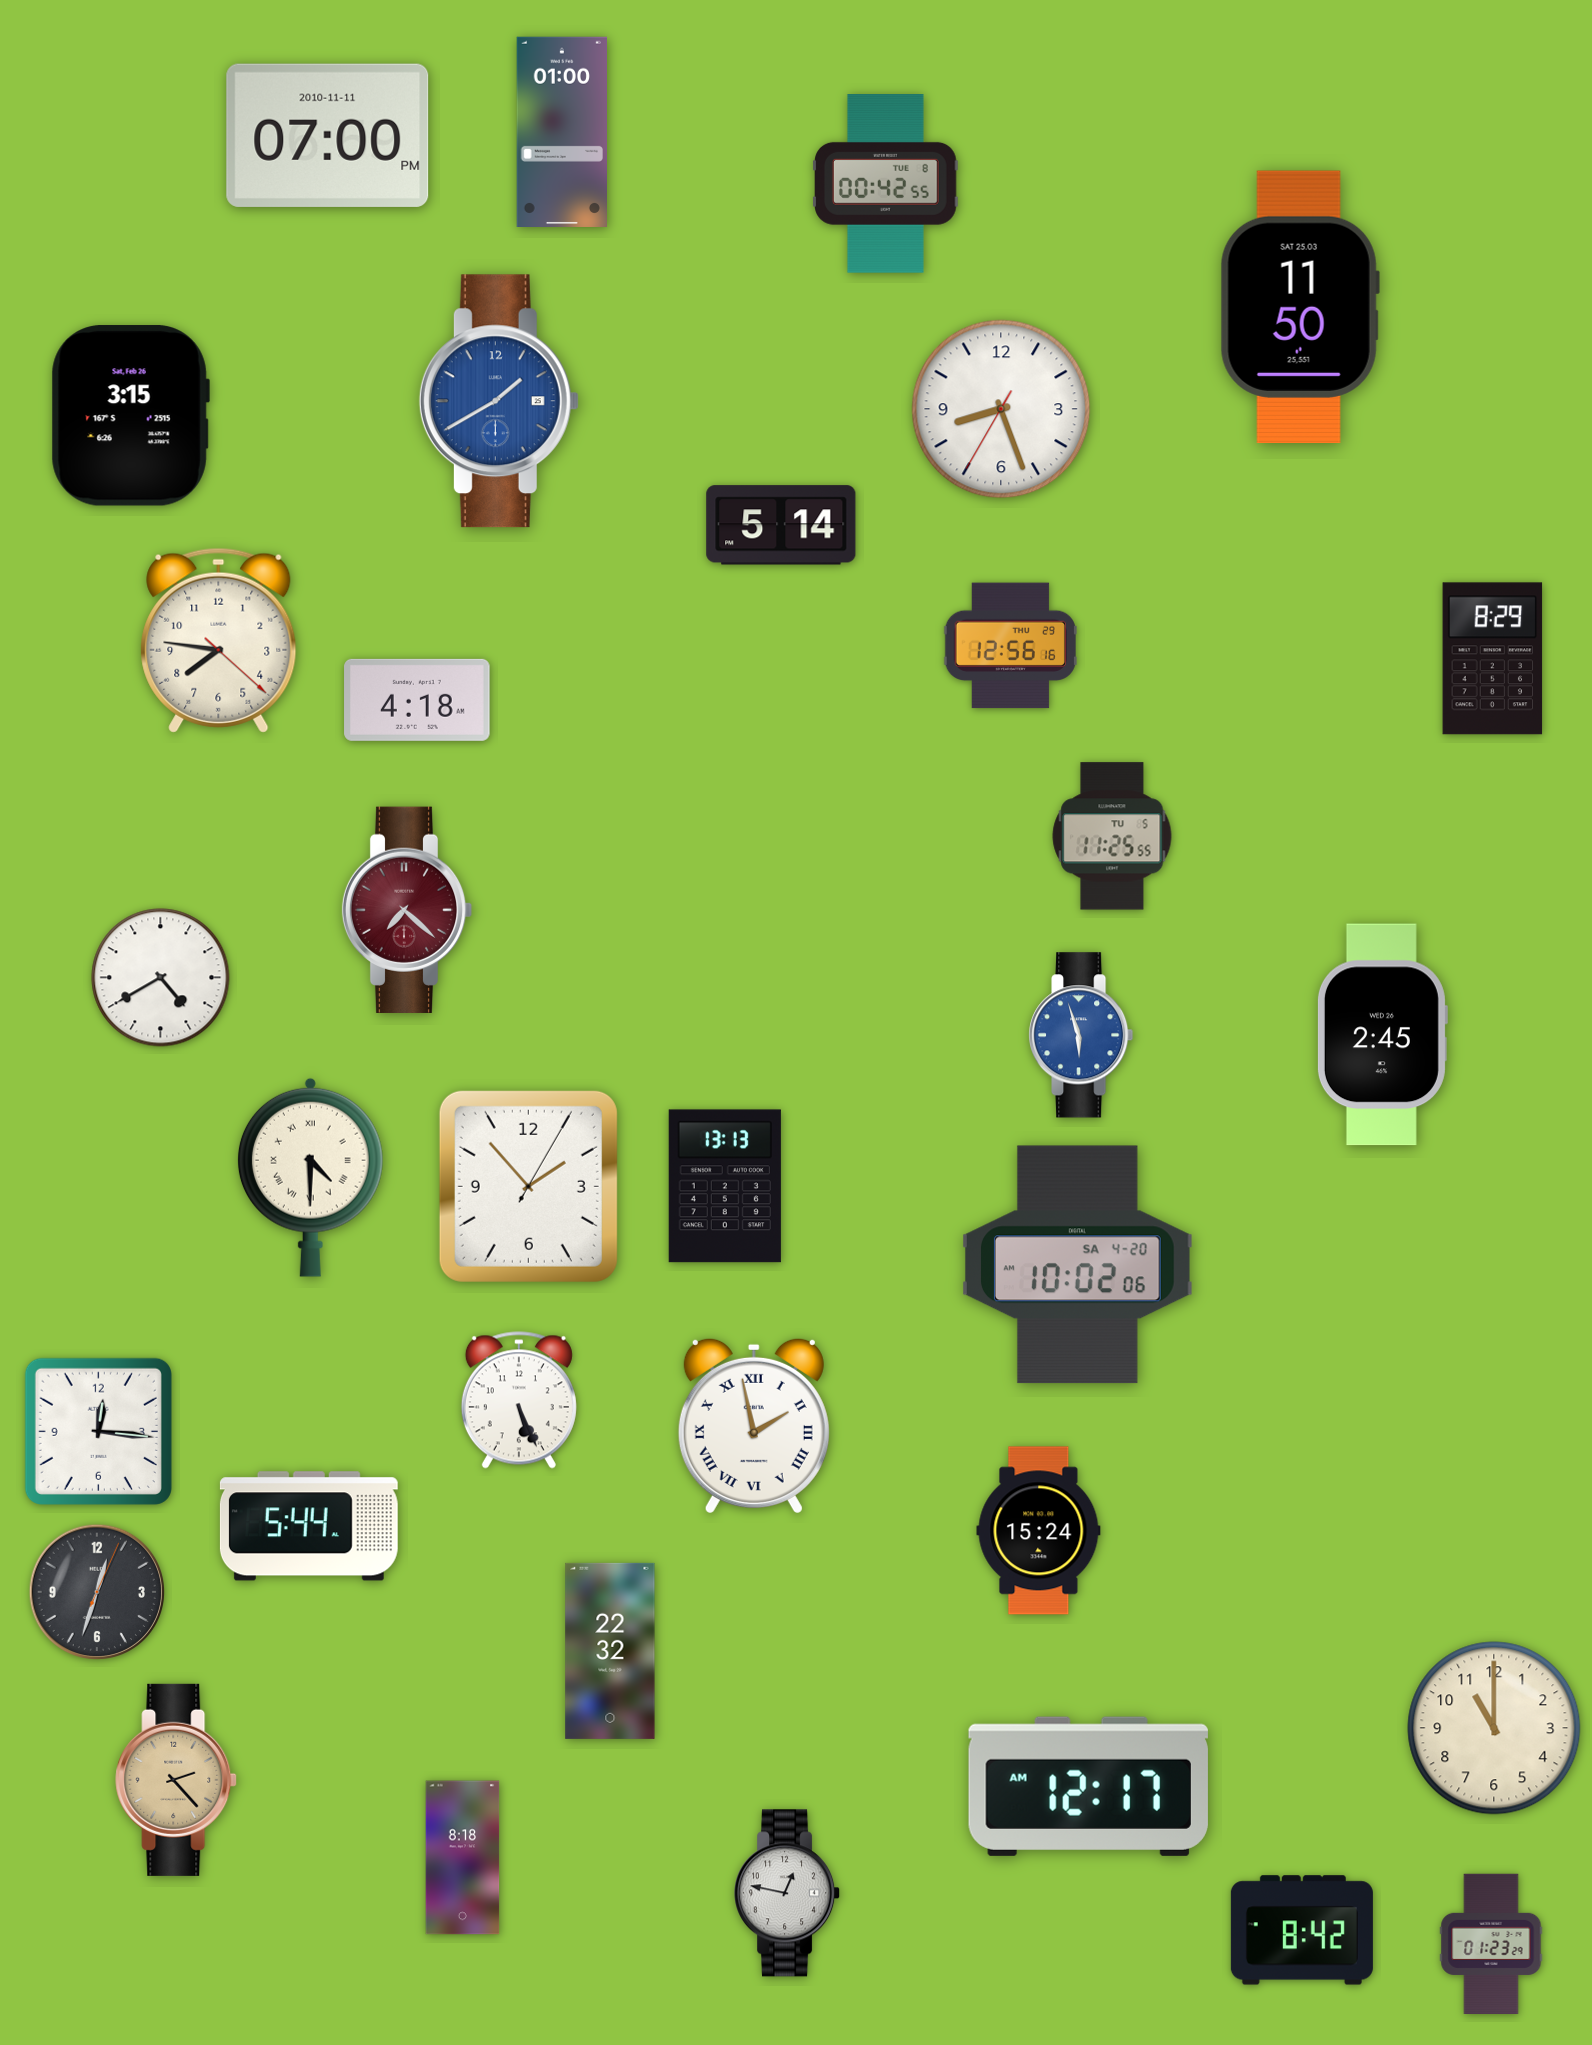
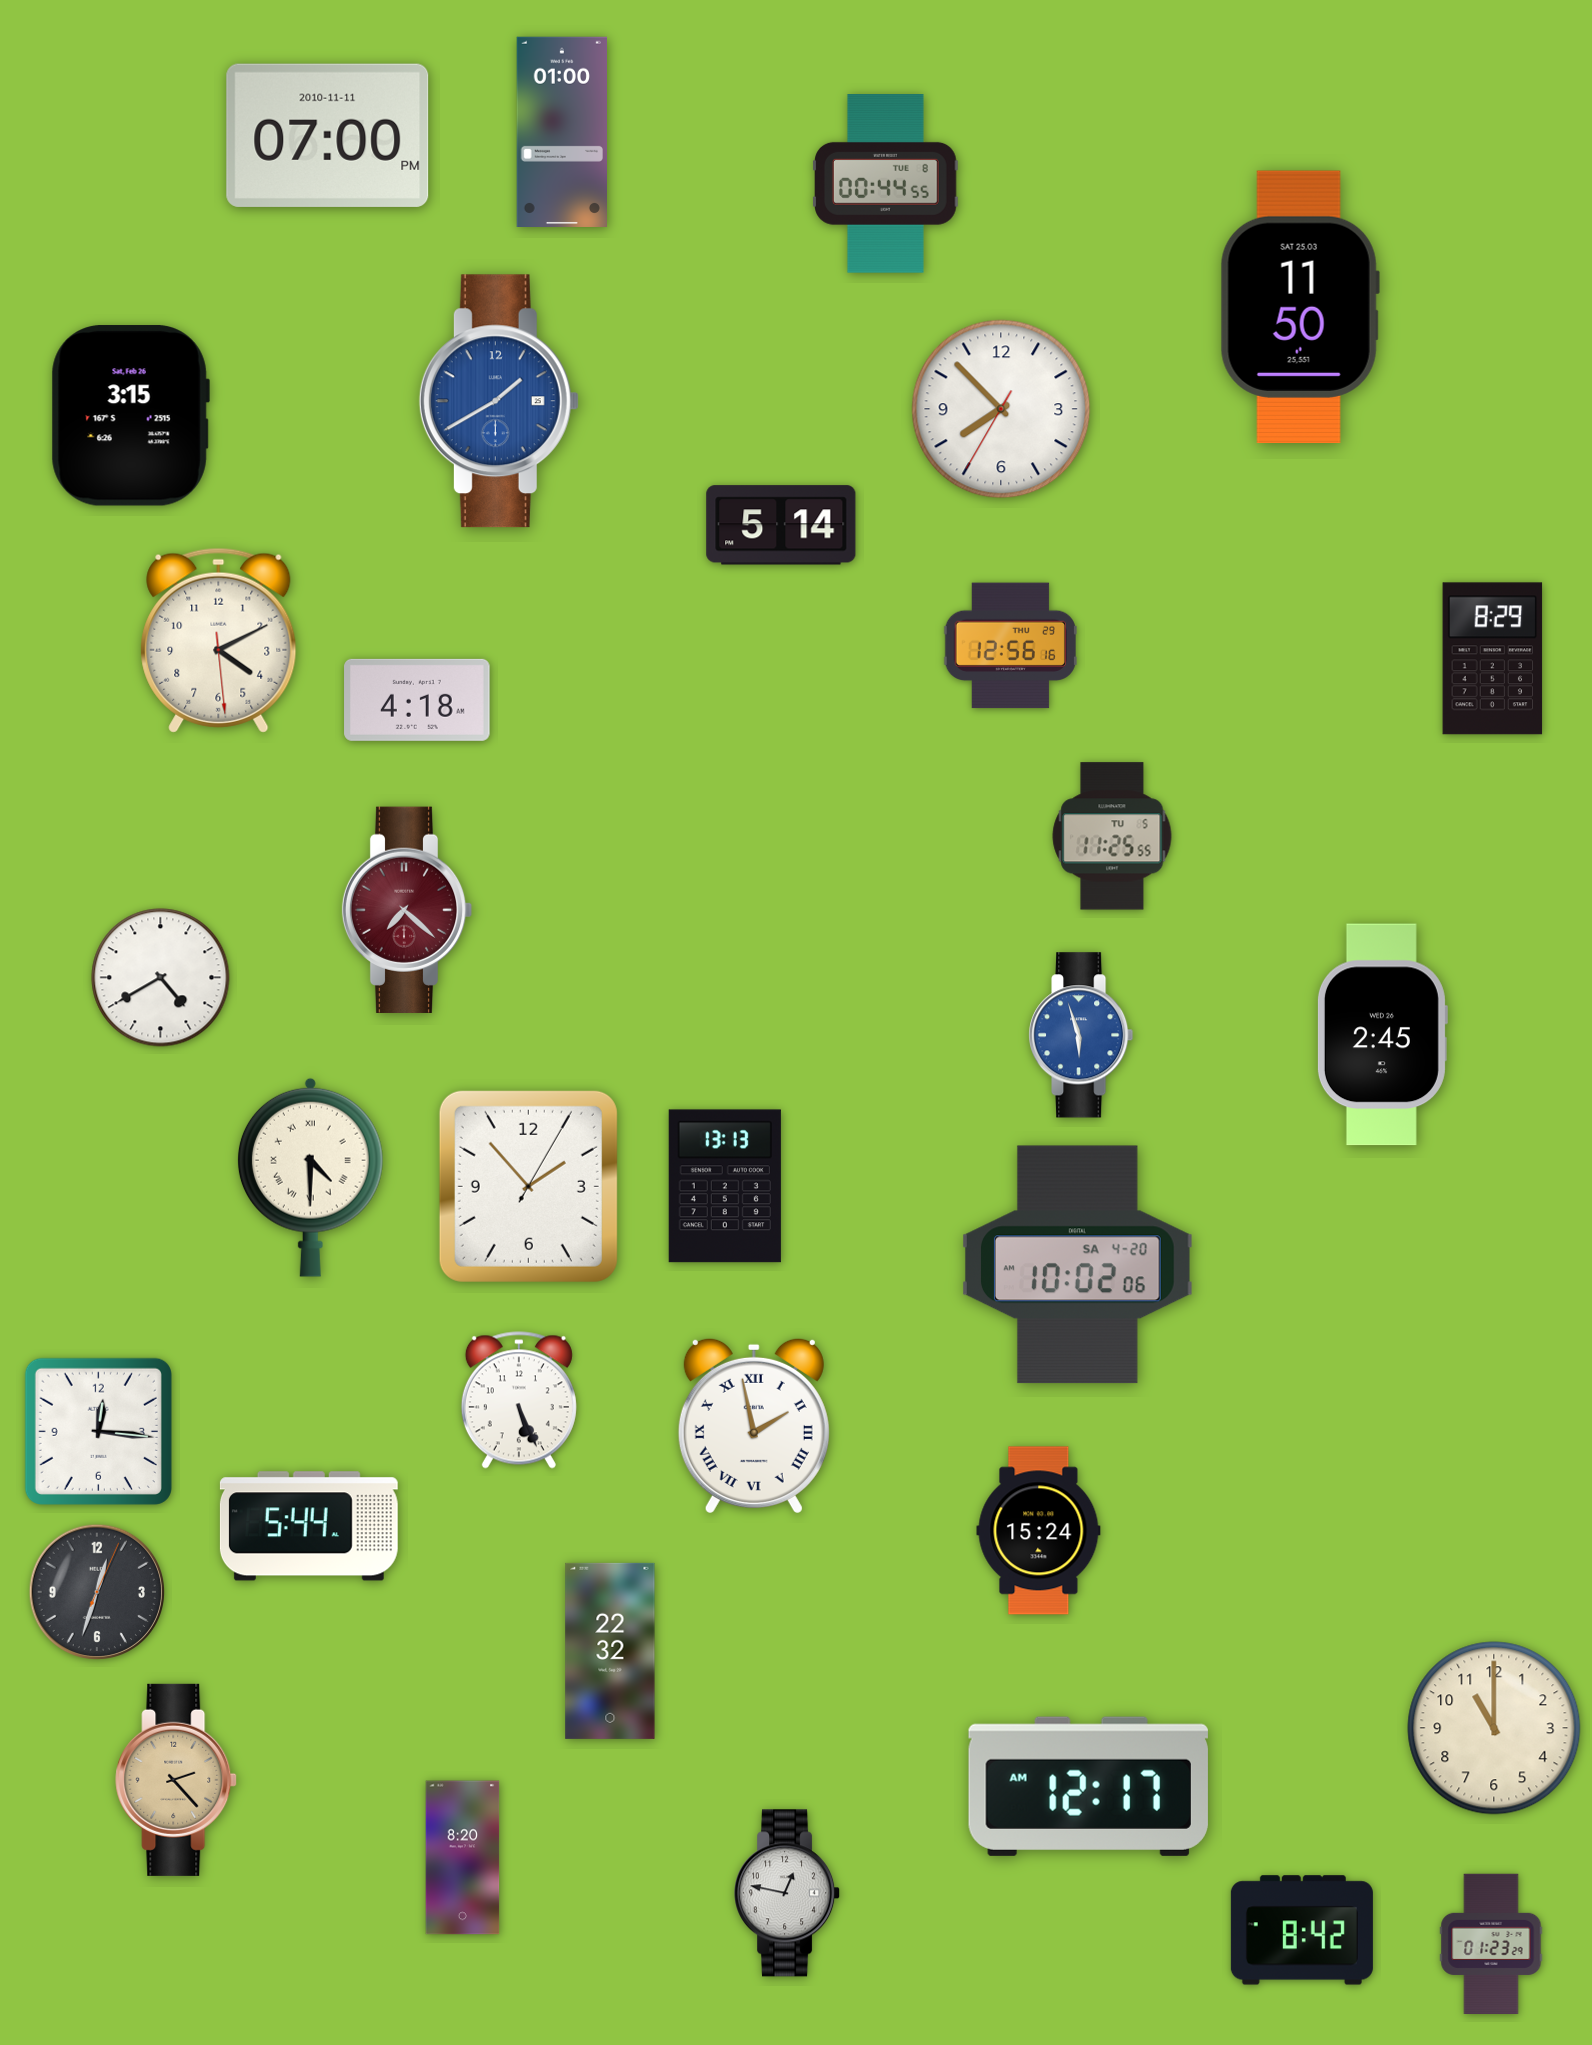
clock at (886, 184): 00:42 -> 00:44
clock at (1001, 409): 8:26 -> 7:52
clock at (219, 640): 7:46 -> 4:10
clock at (463, 1858): 8:18 -> 8:20
